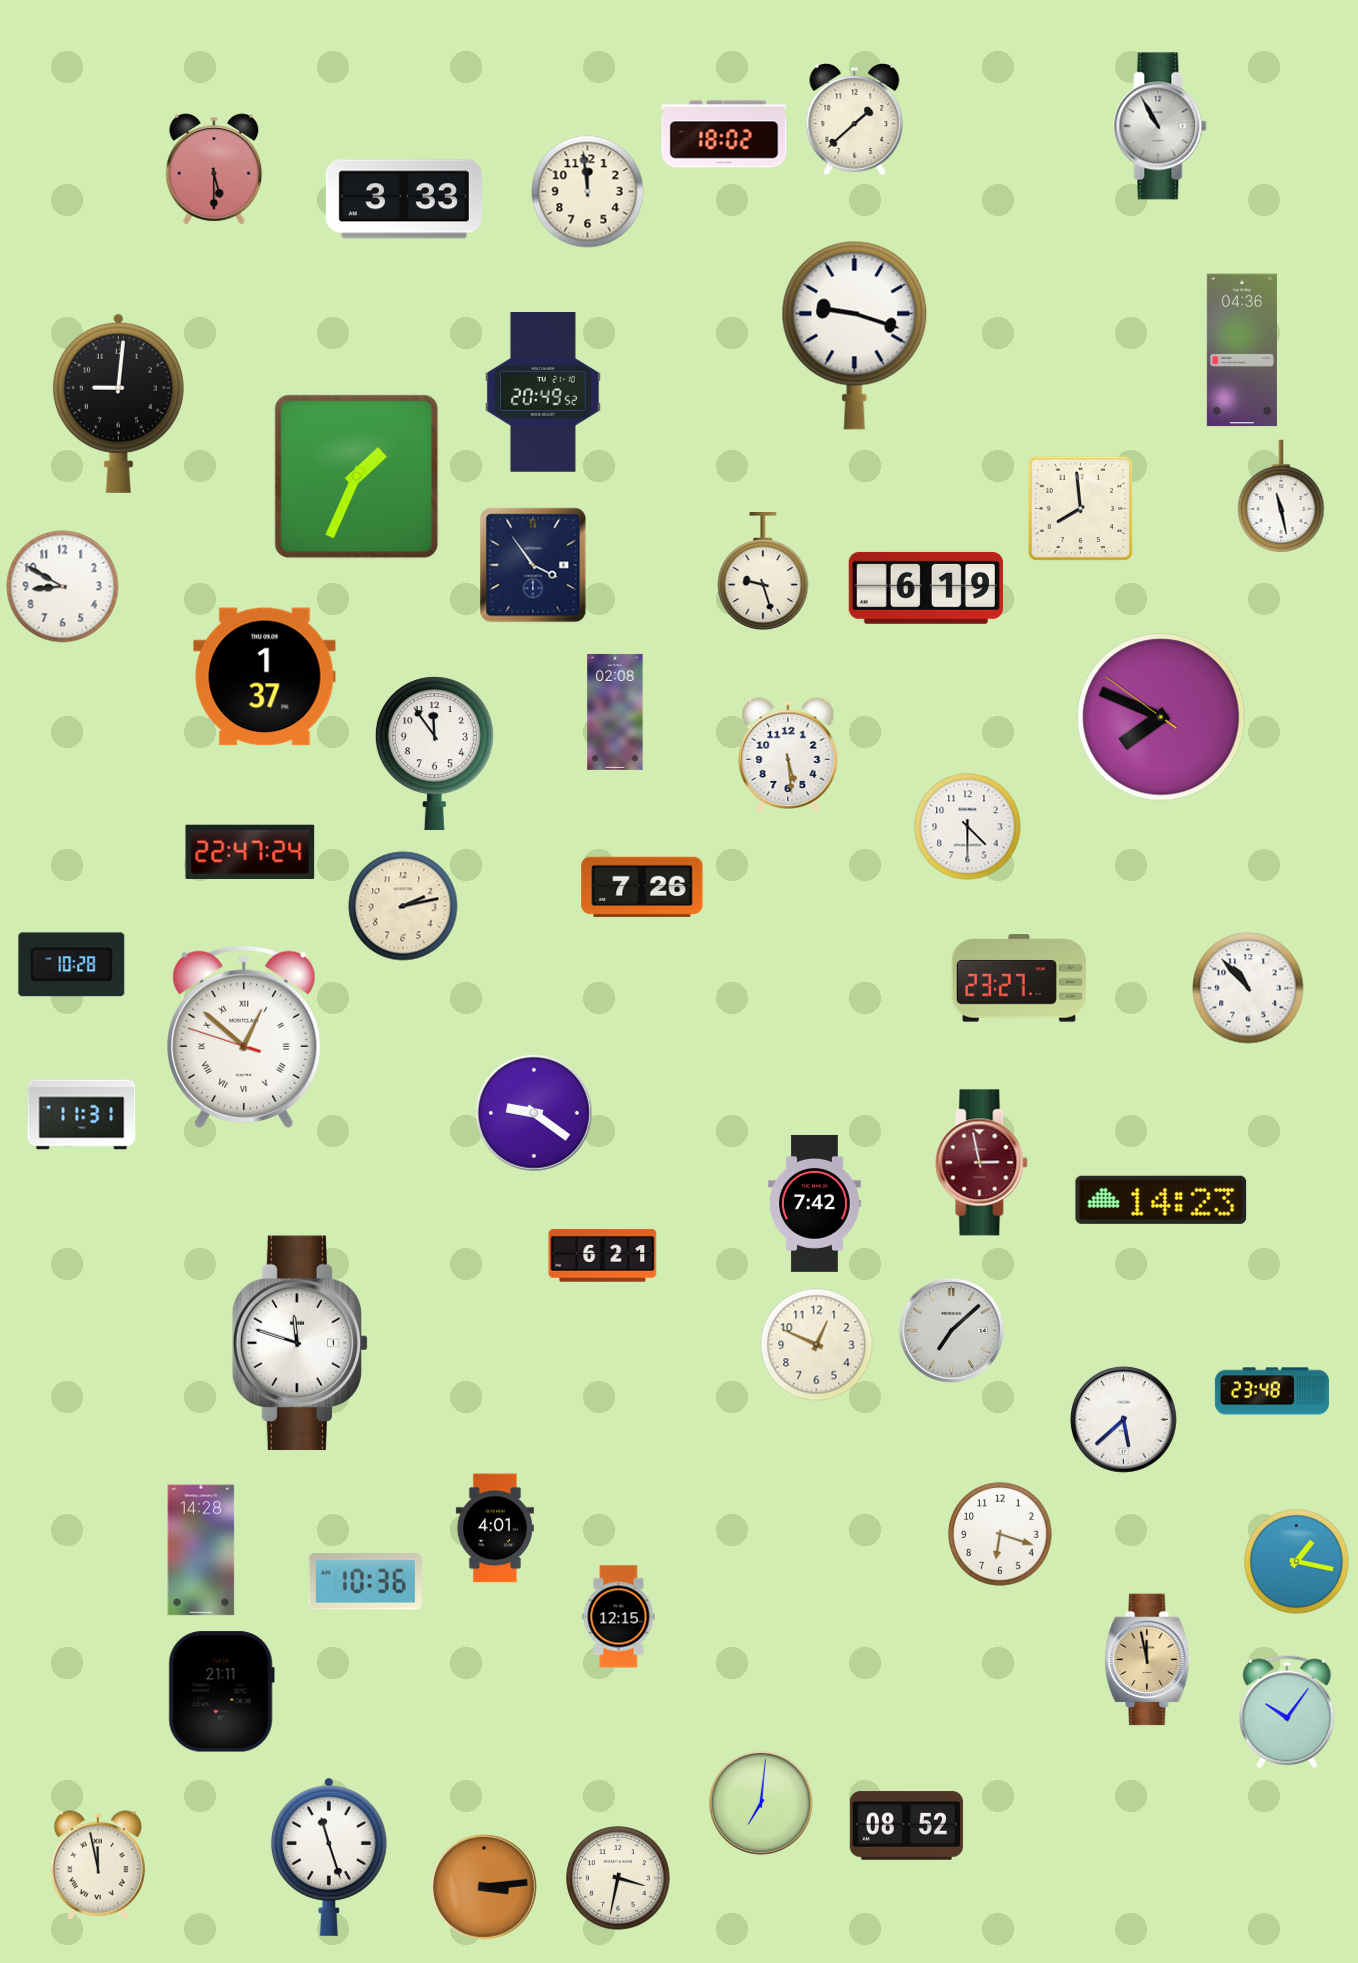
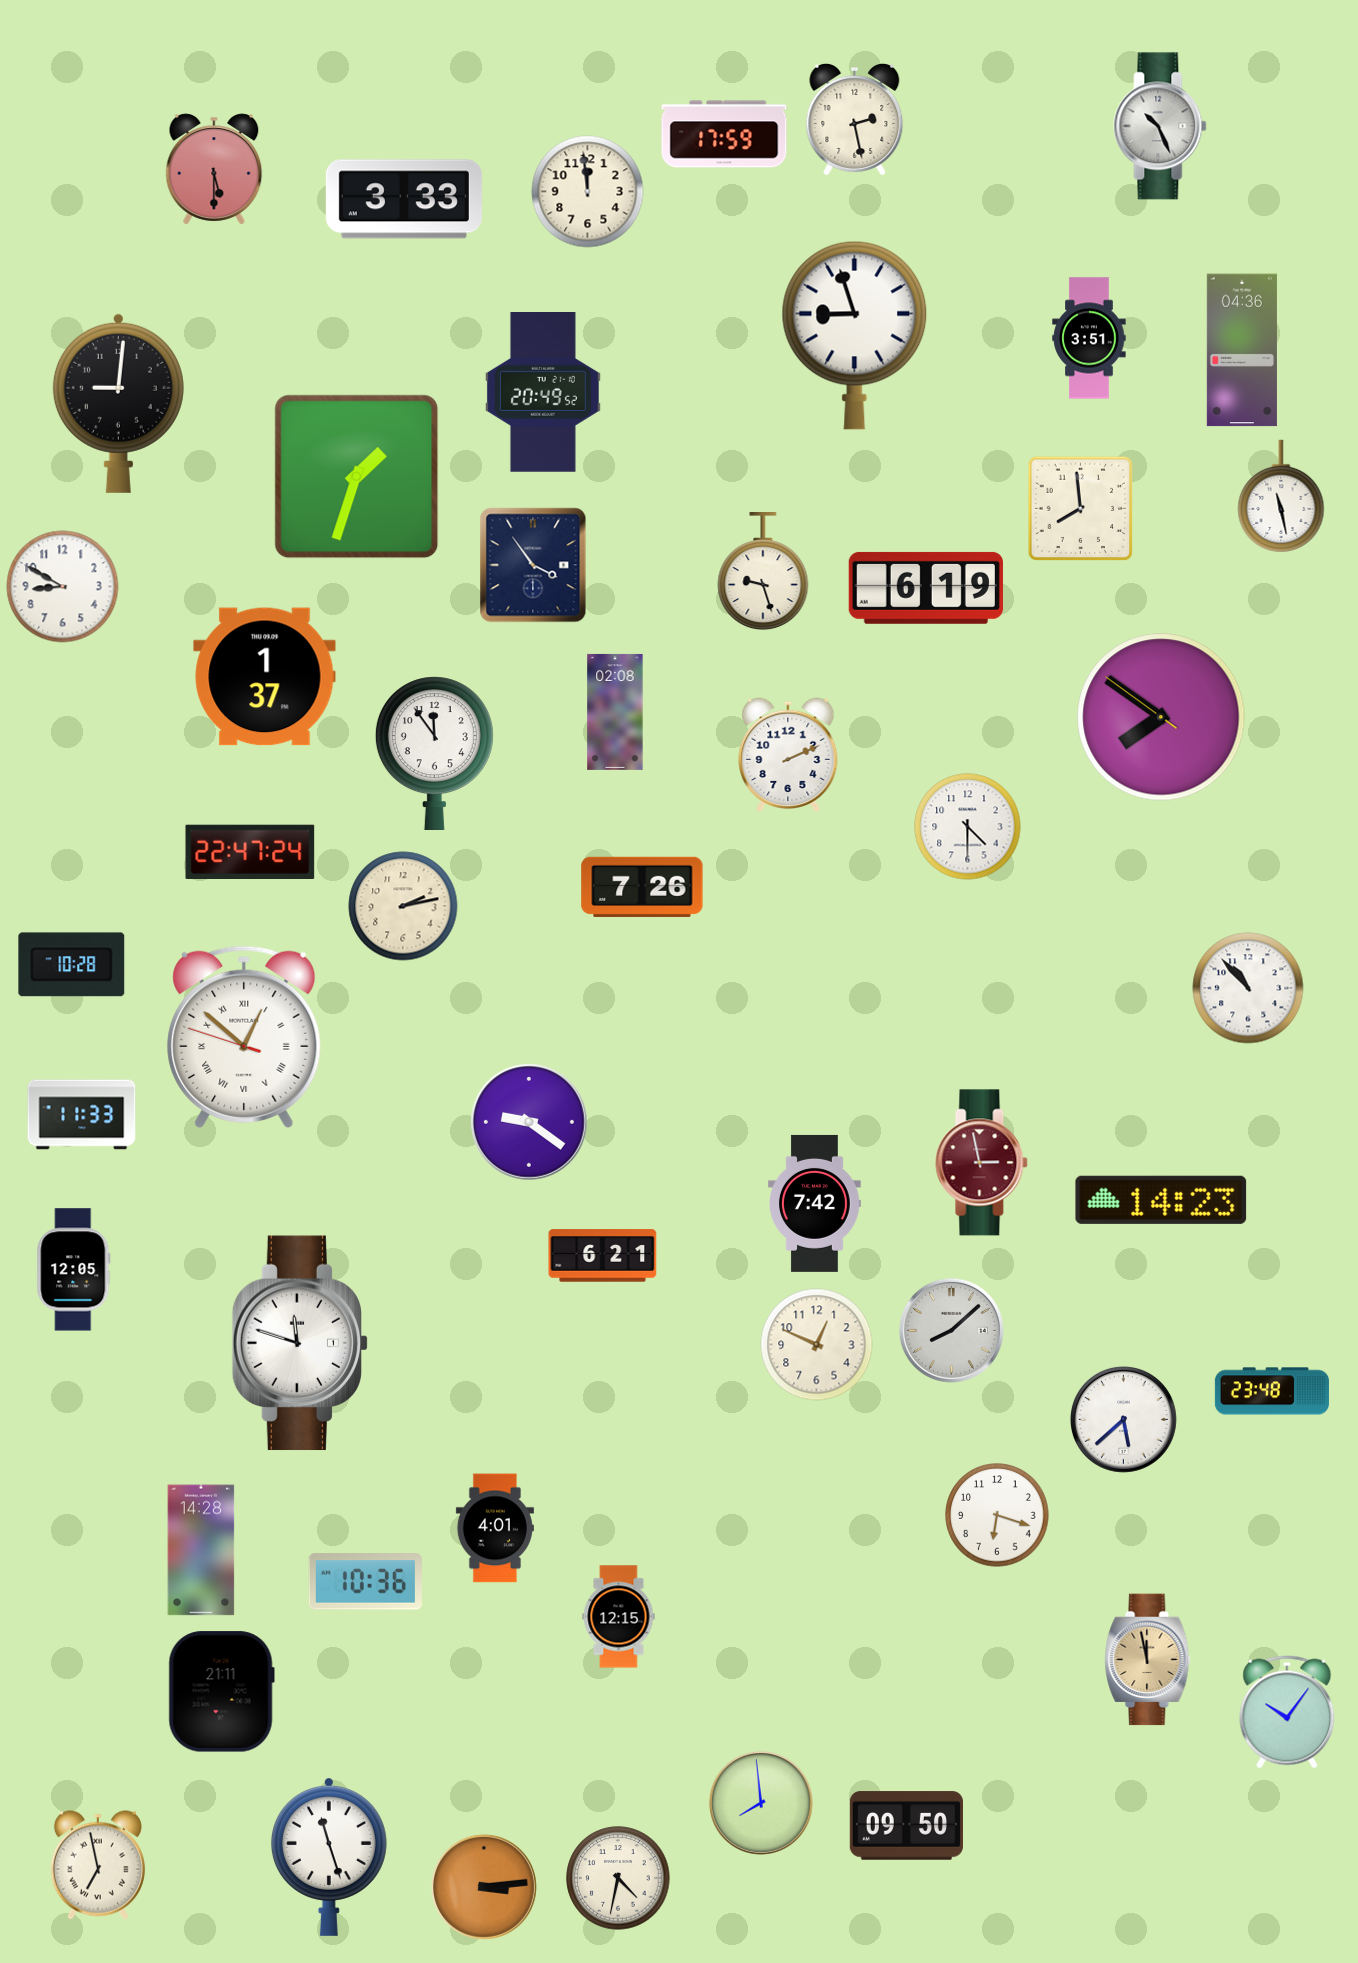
clock at (855, 120): 1:38 -> 2:28
clock at (1160, 126): 10:55 -> 10:26
clock at (724, 134): 18:02 -> 17:59
clock at (855, 335): 9:18 -> 8:57
clock at (1089, 338): none -> 3:51
clock at (357, 477): 1:34 -> 1:33
clock at (1161, 717): 7:48 -> 7:50
clock at (788, 754): 5:29 -> 2:11
clock at (1019, 978): 23:27 -> none
clock at (535, 1114) position: (535, 1114) -> (530, 1123)
clock at (82, 1115): 11:31 -> 11:33
clock at (74, 1270): none -> 12:05
clock at (951, 1330): 7:08 -> 8:08
clock at (1000, 1534) position: (1000, 1534) -> (997, 1515)
clock at (1297, 1562): 1:17 -> none
clock at (761, 1803): 7:01 -> 7:59
clock at (906, 1826): 08:52 -> 09:50
clock at (98, 1865): 11:58 -> 6:58
clock at (618, 1878): 3:32 -> 4:32
